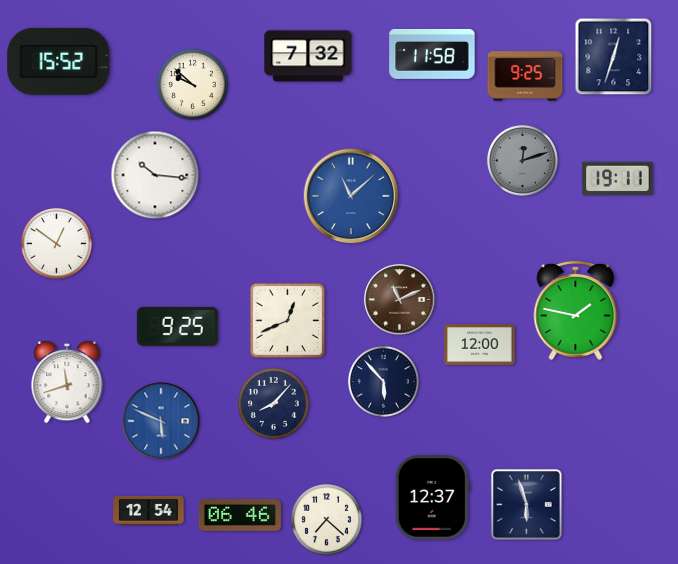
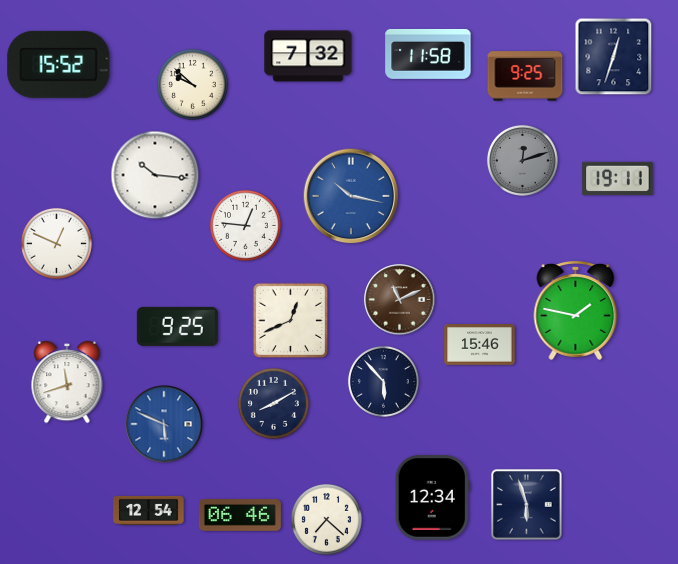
clock at (432, 54) position: (432, 54) -> (428, 54)
clock at (59, 61) position: (59, 61) -> (59, 64)
clock at (351, 196): 11:08 -> 10:17
clock at (245, 225): none -> 12:46
clock at (56, 243): 12:51 -> 12:49
clock at (287, 320) position: (287, 320) -> (290, 320)
clock at (480, 345): 12:00 -> 15:46
clock at (273, 403): 8:07 -> 8:10
clock at (161, 421) position: (161, 421) -> (164, 424)
clock at (432, 498): 12:37 -> 12:34
